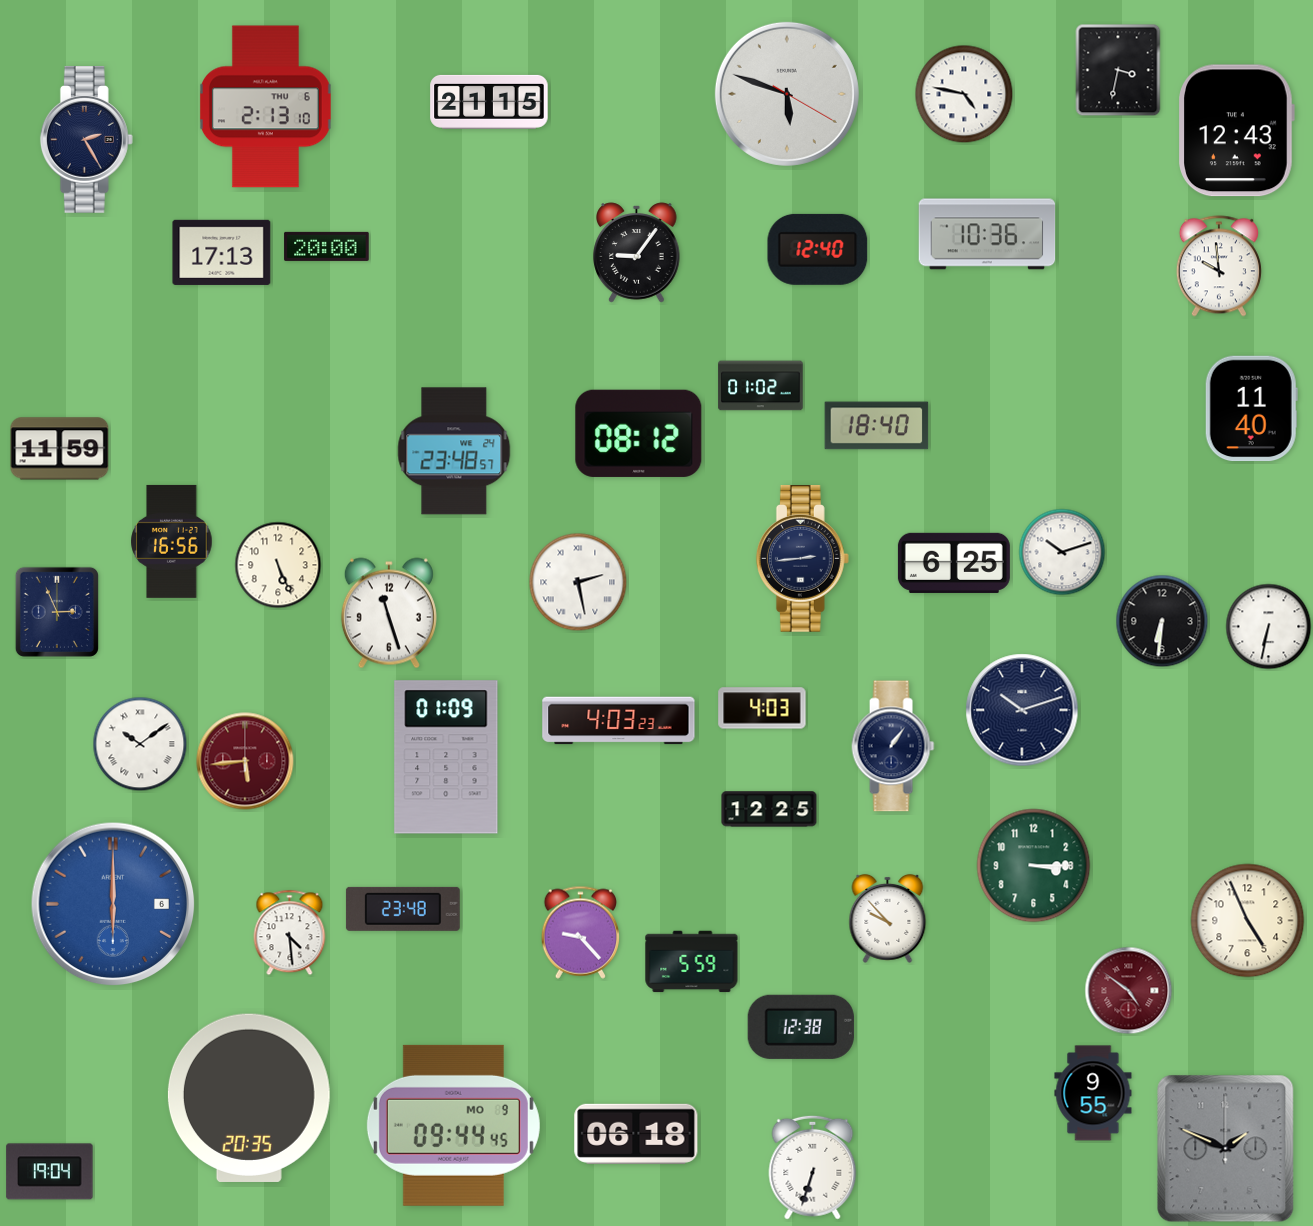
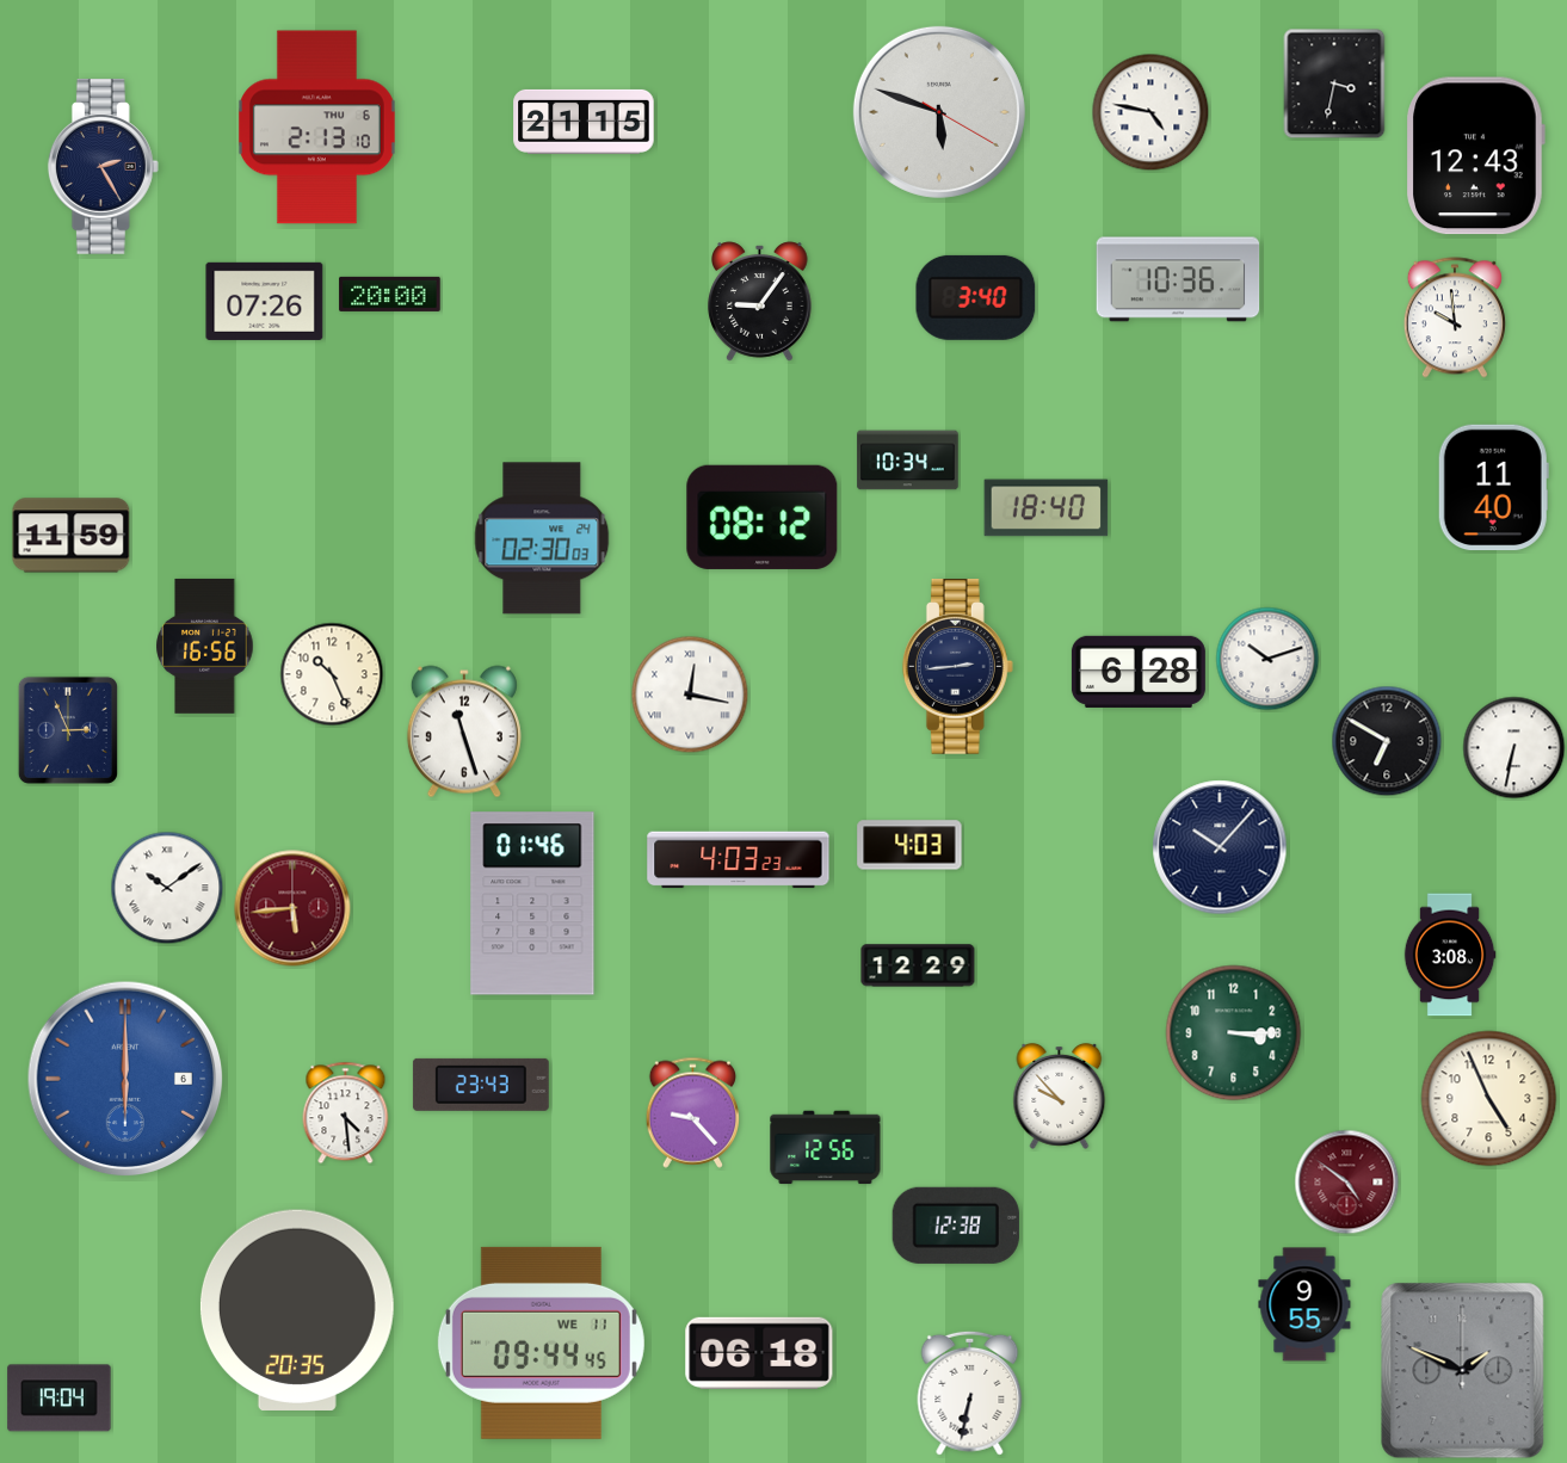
clock at (818, 249): 12:40 -> 3:40
clock at (222, 252): 17:13 -> 07:26
clock at (761, 386): 01:02 -> 10:34
clock at (454, 451): 23:48 -> 02:30
clock at (954, 563): 6:25 -> 6:28
clock at (278, 565): 5:26 -> 10:26
clock at (578, 582): 2:28 -> 12:17
clock at (1162, 621): 6:31 -> 6:50
clock at (1022, 710): 10:12 -> 10:07
clock at (893, 746): 1:06 -> none
clock at (446, 757): 01:09 -> 01:46
clock at (1450, 955): none -> 3:08
clock at (769, 809): 12:25 -> 12:29
clock at (113, 904) position: (113, 904) -> (125, 1079)
clock at (403, 909): 23:48 -> 23:43
clock at (692, 962): 5:59 -> 12:56
clock at (453, 1125) date: MO 9 -> WE 11
clock at (813, 1167): 6:33 -> 6:32
